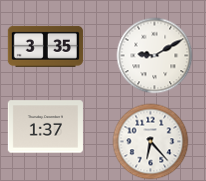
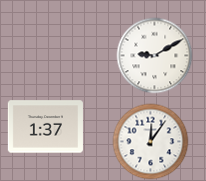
clock at (45, 46): 3:35 -> none
clock at (151, 142): 6:23 -> 12:06
